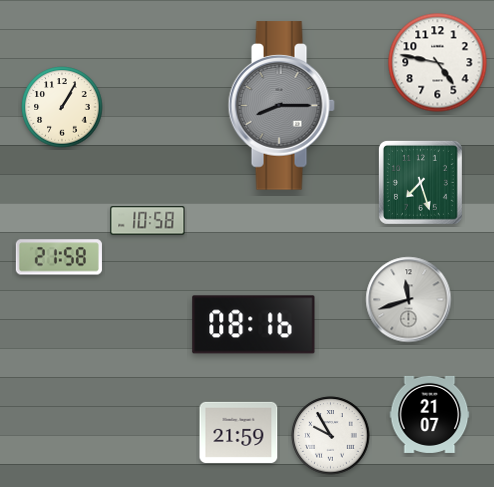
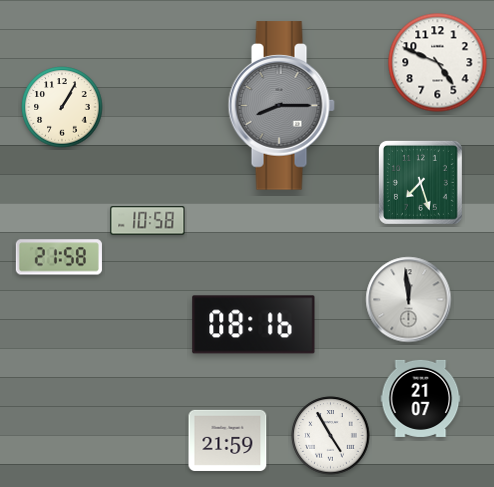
clock at (438, 63): 4:47 -> 4:49
clock at (409, 300): 11:42 -> 11:59
clock at (430, 414) position: (430, 414) -> (421, 398)
clock at (239, 432) position: (239, 432) -> (228, 440)
clock at (331, 436): 9:55 -> 4:55
